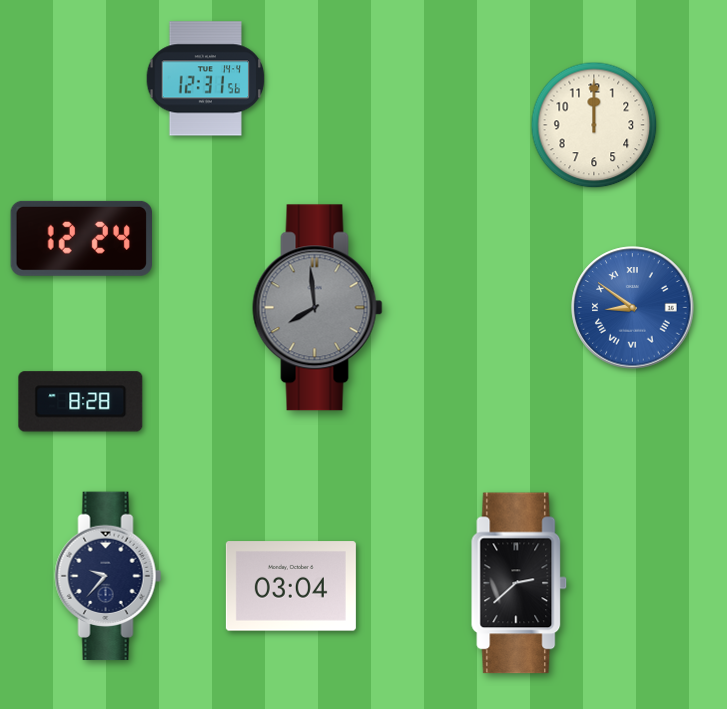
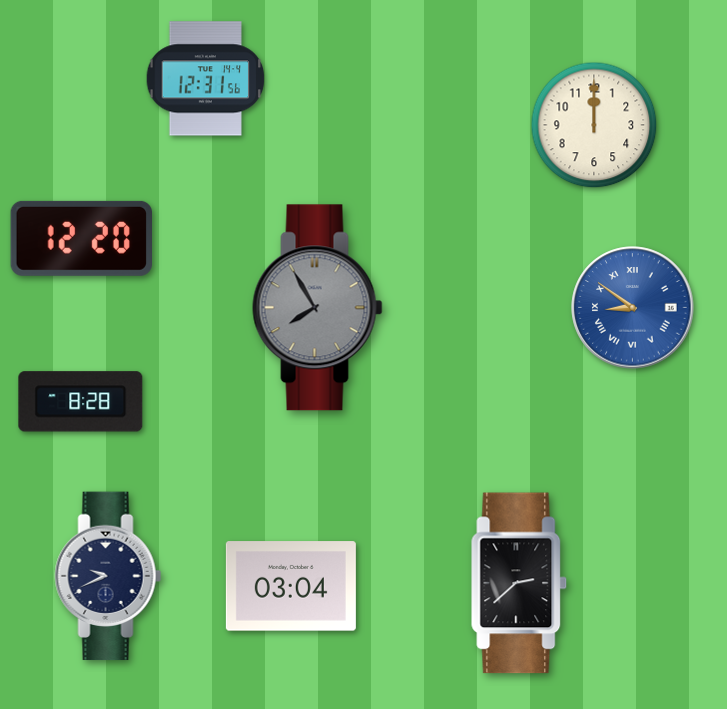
clock at (81, 238): 12:24 -> 12:20
clock at (318, 308): 7:59 -> 7:55
clock at (108, 576): 9:37 -> 9:41
